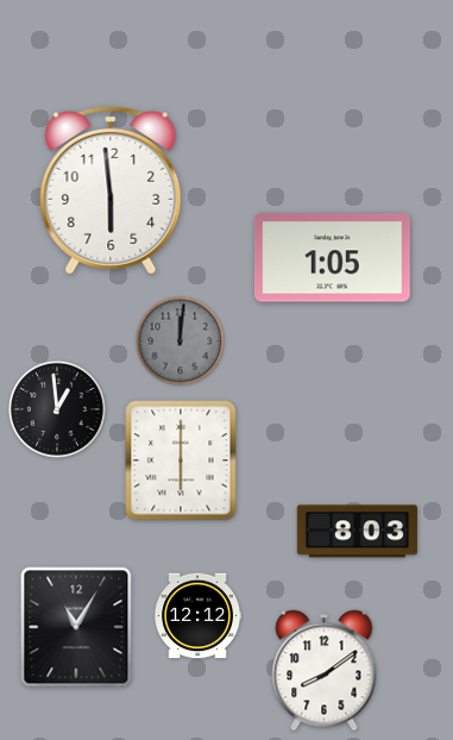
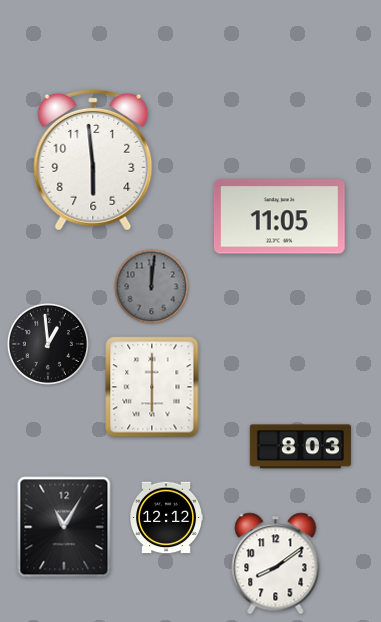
clock at (332, 258): 1:05 -> 11:05
clock at (325, 671) position: (325, 671) -> (276, 564)
